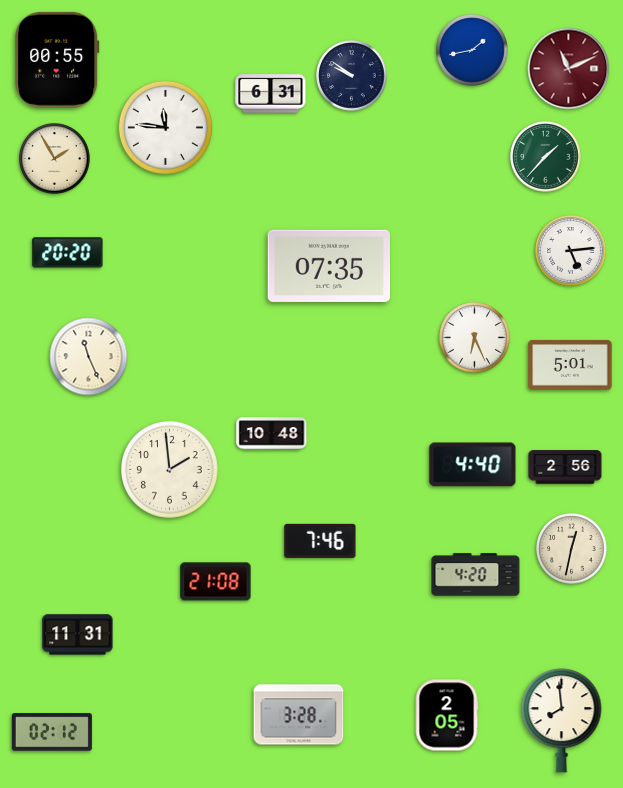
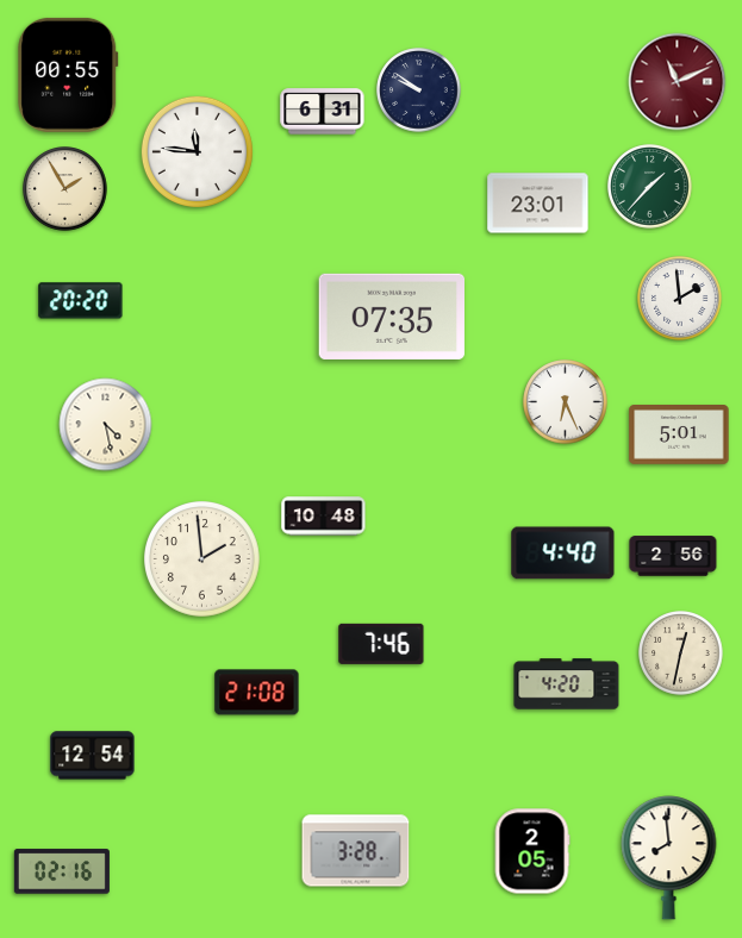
clock at (472, 50): 1:43 -> none
clock at (57, 60) position: (57, 60) -> (68, 75)
clock at (538, 204): none -> 23:01
clock at (571, 251): 5:14 -> 1:59
clock at (89, 357): 11:26 -> 4:28
clock at (78, 635): 11:31 -> 12:54
clock at (52, 732): 02:12 -> 02:16
